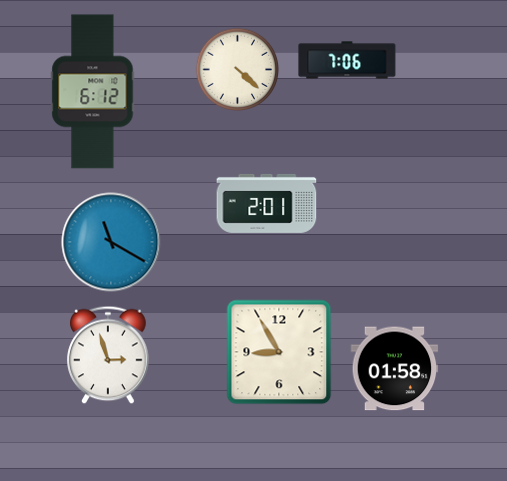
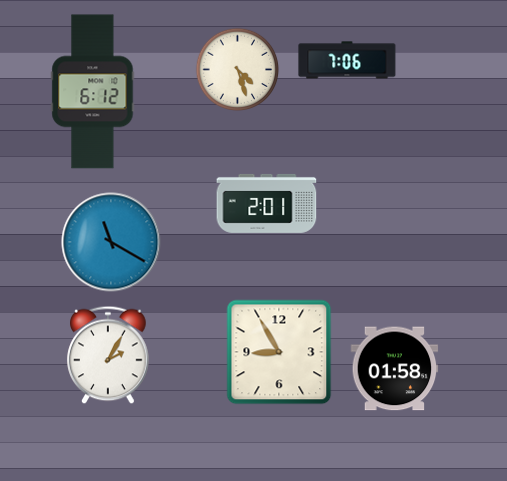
clock at (238, 70): 4:22 -> 4:27
clock at (108, 355): 2:57 -> 2:05
